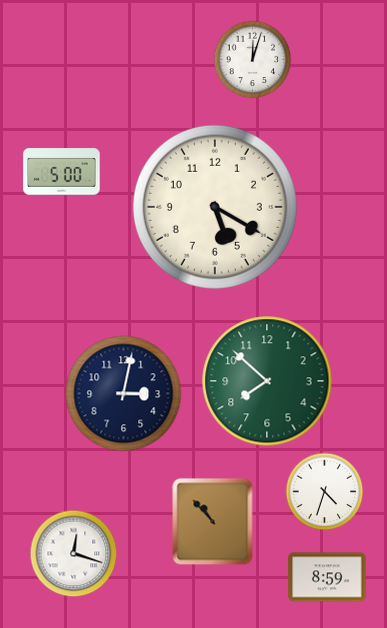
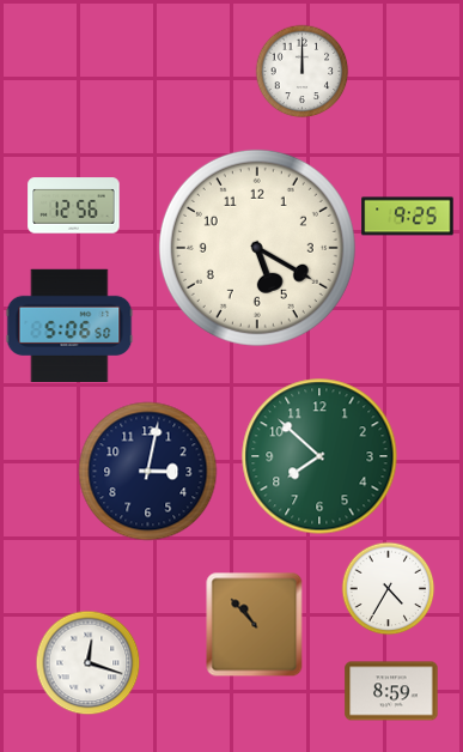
clock at (252, 59): 12:03 -> 12:00
clock at (62, 172): 5:00 -> 12:56
clock at (408, 217): none -> 9:25
clock at (69, 325): none -> 5:06
clock at (324, 491): 4:33 -> 4:35
